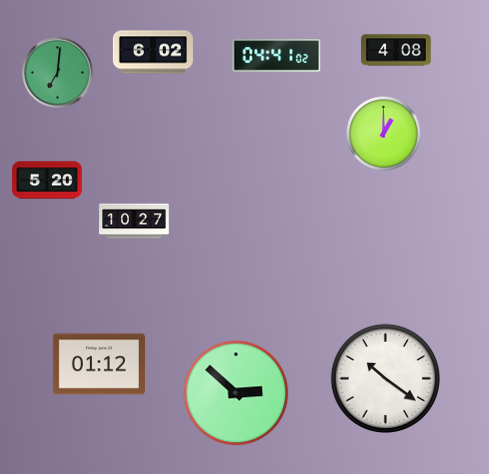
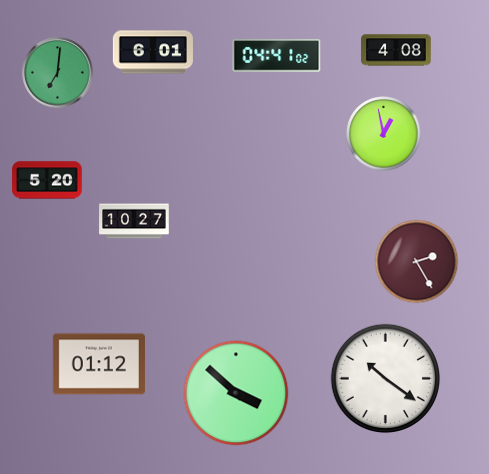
clock at (153, 52): 6:02 -> 6:01
clock at (384, 134): 1:00 -> 12:58
clock at (417, 262): none -> 2:25
clock at (236, 393): 2:52 -> 3:52
